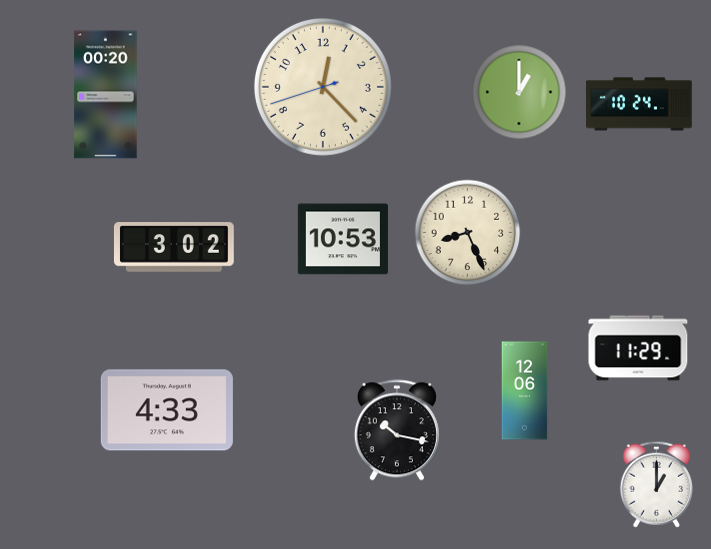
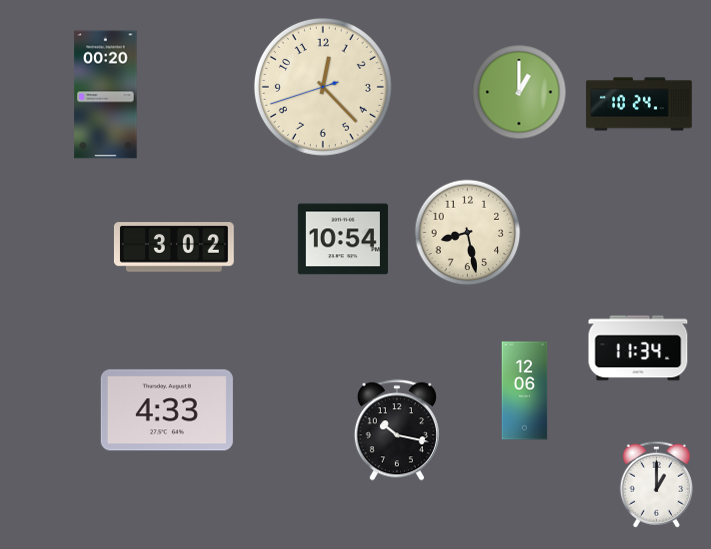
clock at (468, 233): 8:26 -> 8:28
clock at (343, 239): 10:53 -> 10:54
clock at (638, 348): 11:29 -> 11:34
